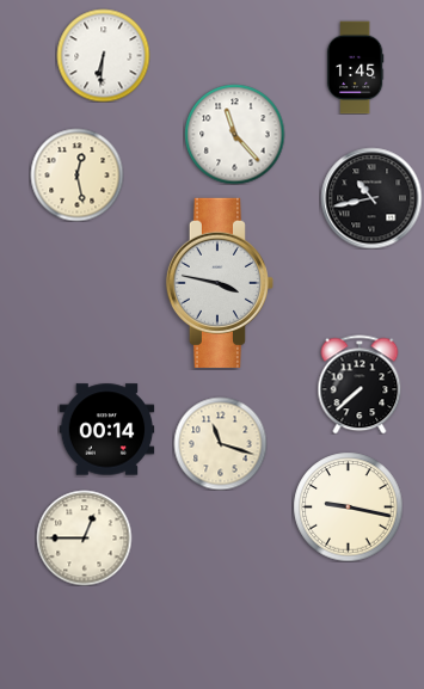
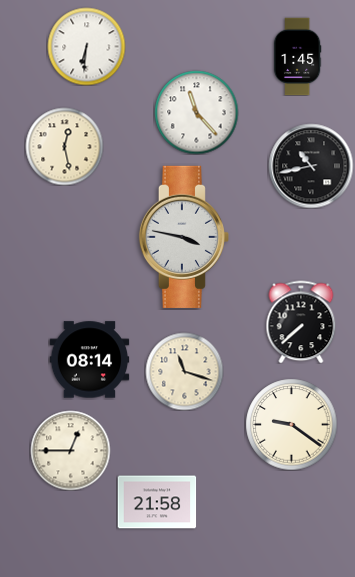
clock at (106, 430): 00:14 -> 08:14
clock at (348, 506): 9:17 -> 9:21
clock at (157, 502): none -> 21:58
